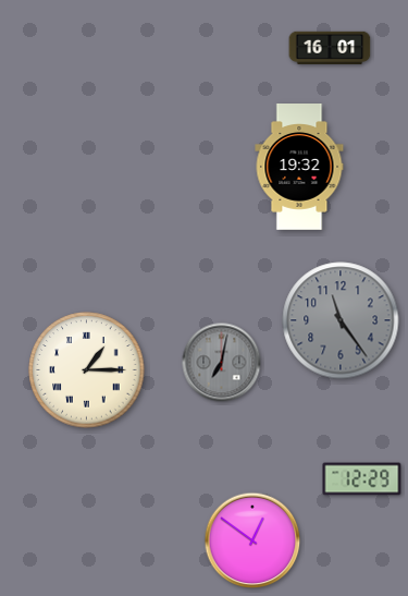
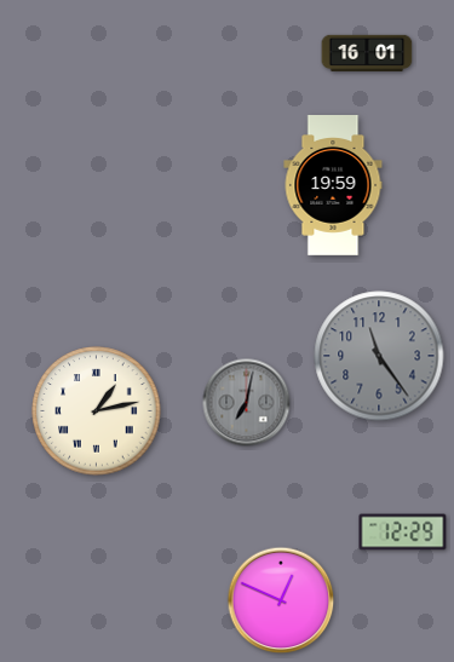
clock at (299, 168): 19:32 -> 19:59
clock at (87, 370): 1:15 -> 1:13
clock at (252, 540): 12:51 -> 12:49
